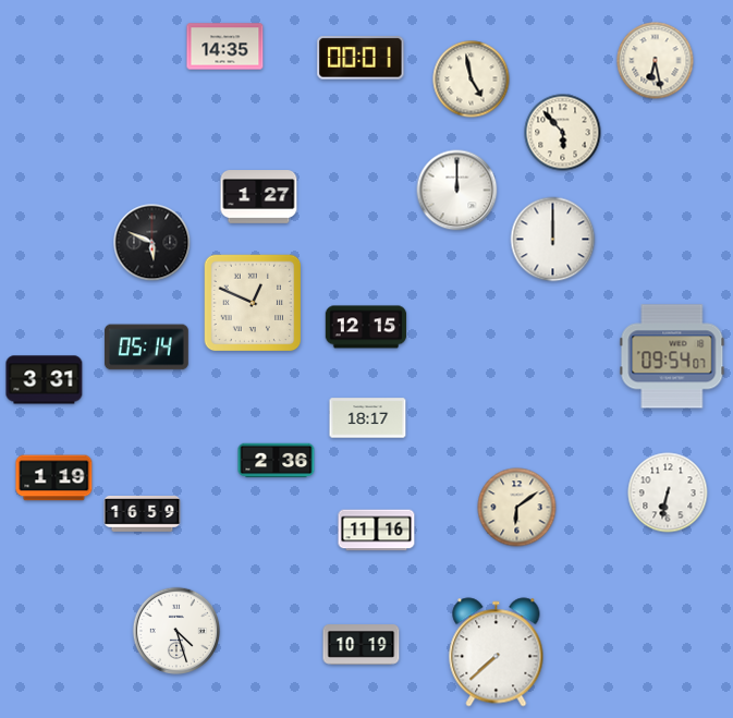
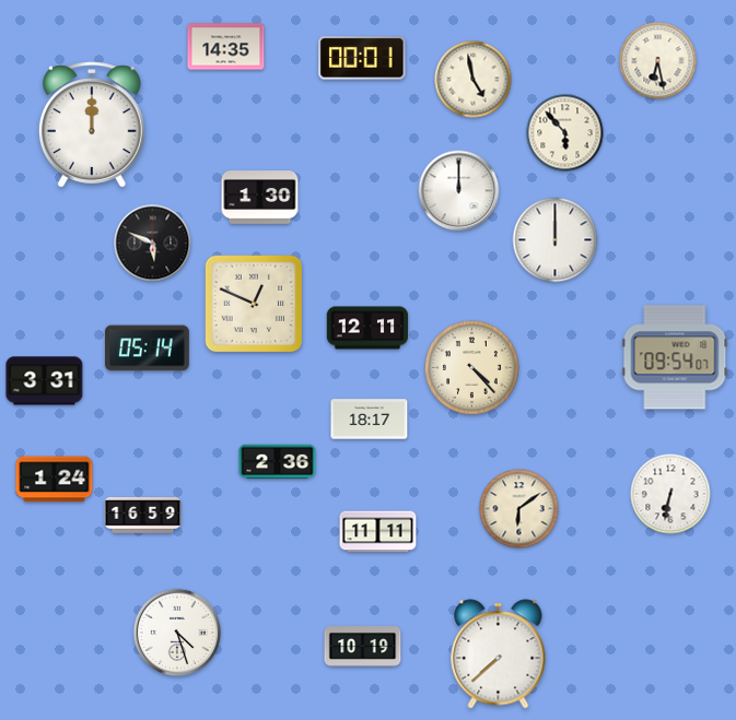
clock at (92, 125): none -> 12:00
clock at (259, 197): 1:27 -> 1:30
clock at (366, 327): 12:15 -> 12:11
clock at (471, 367): none -> 4:23
clock at (54, 478): 1:19 -> 1:24
clock at (377, 531): 11:16 -> 11:11
